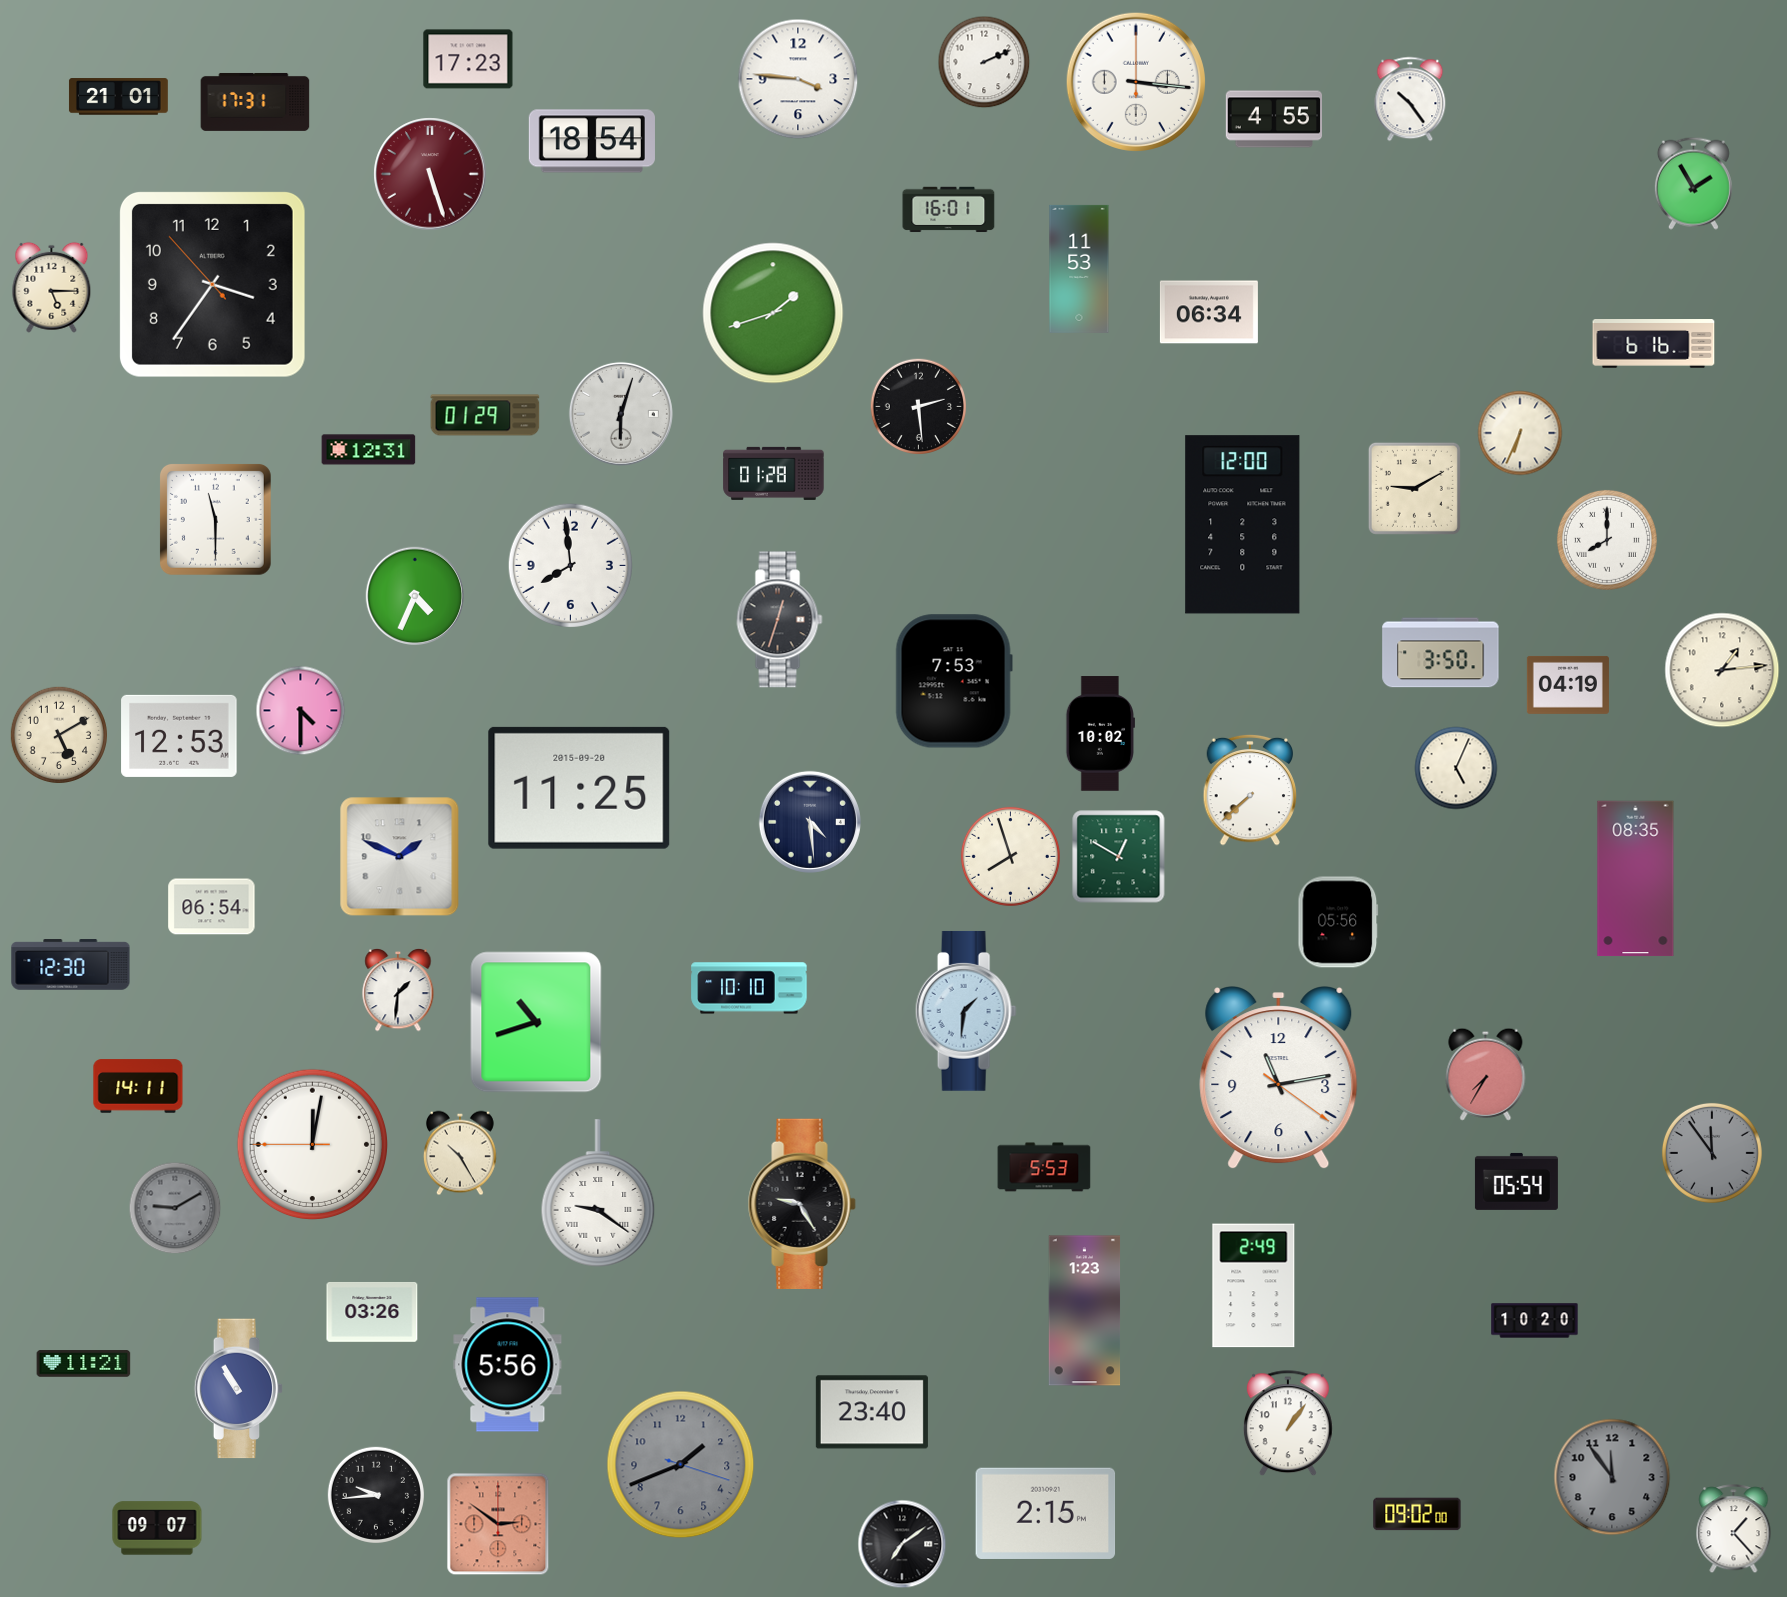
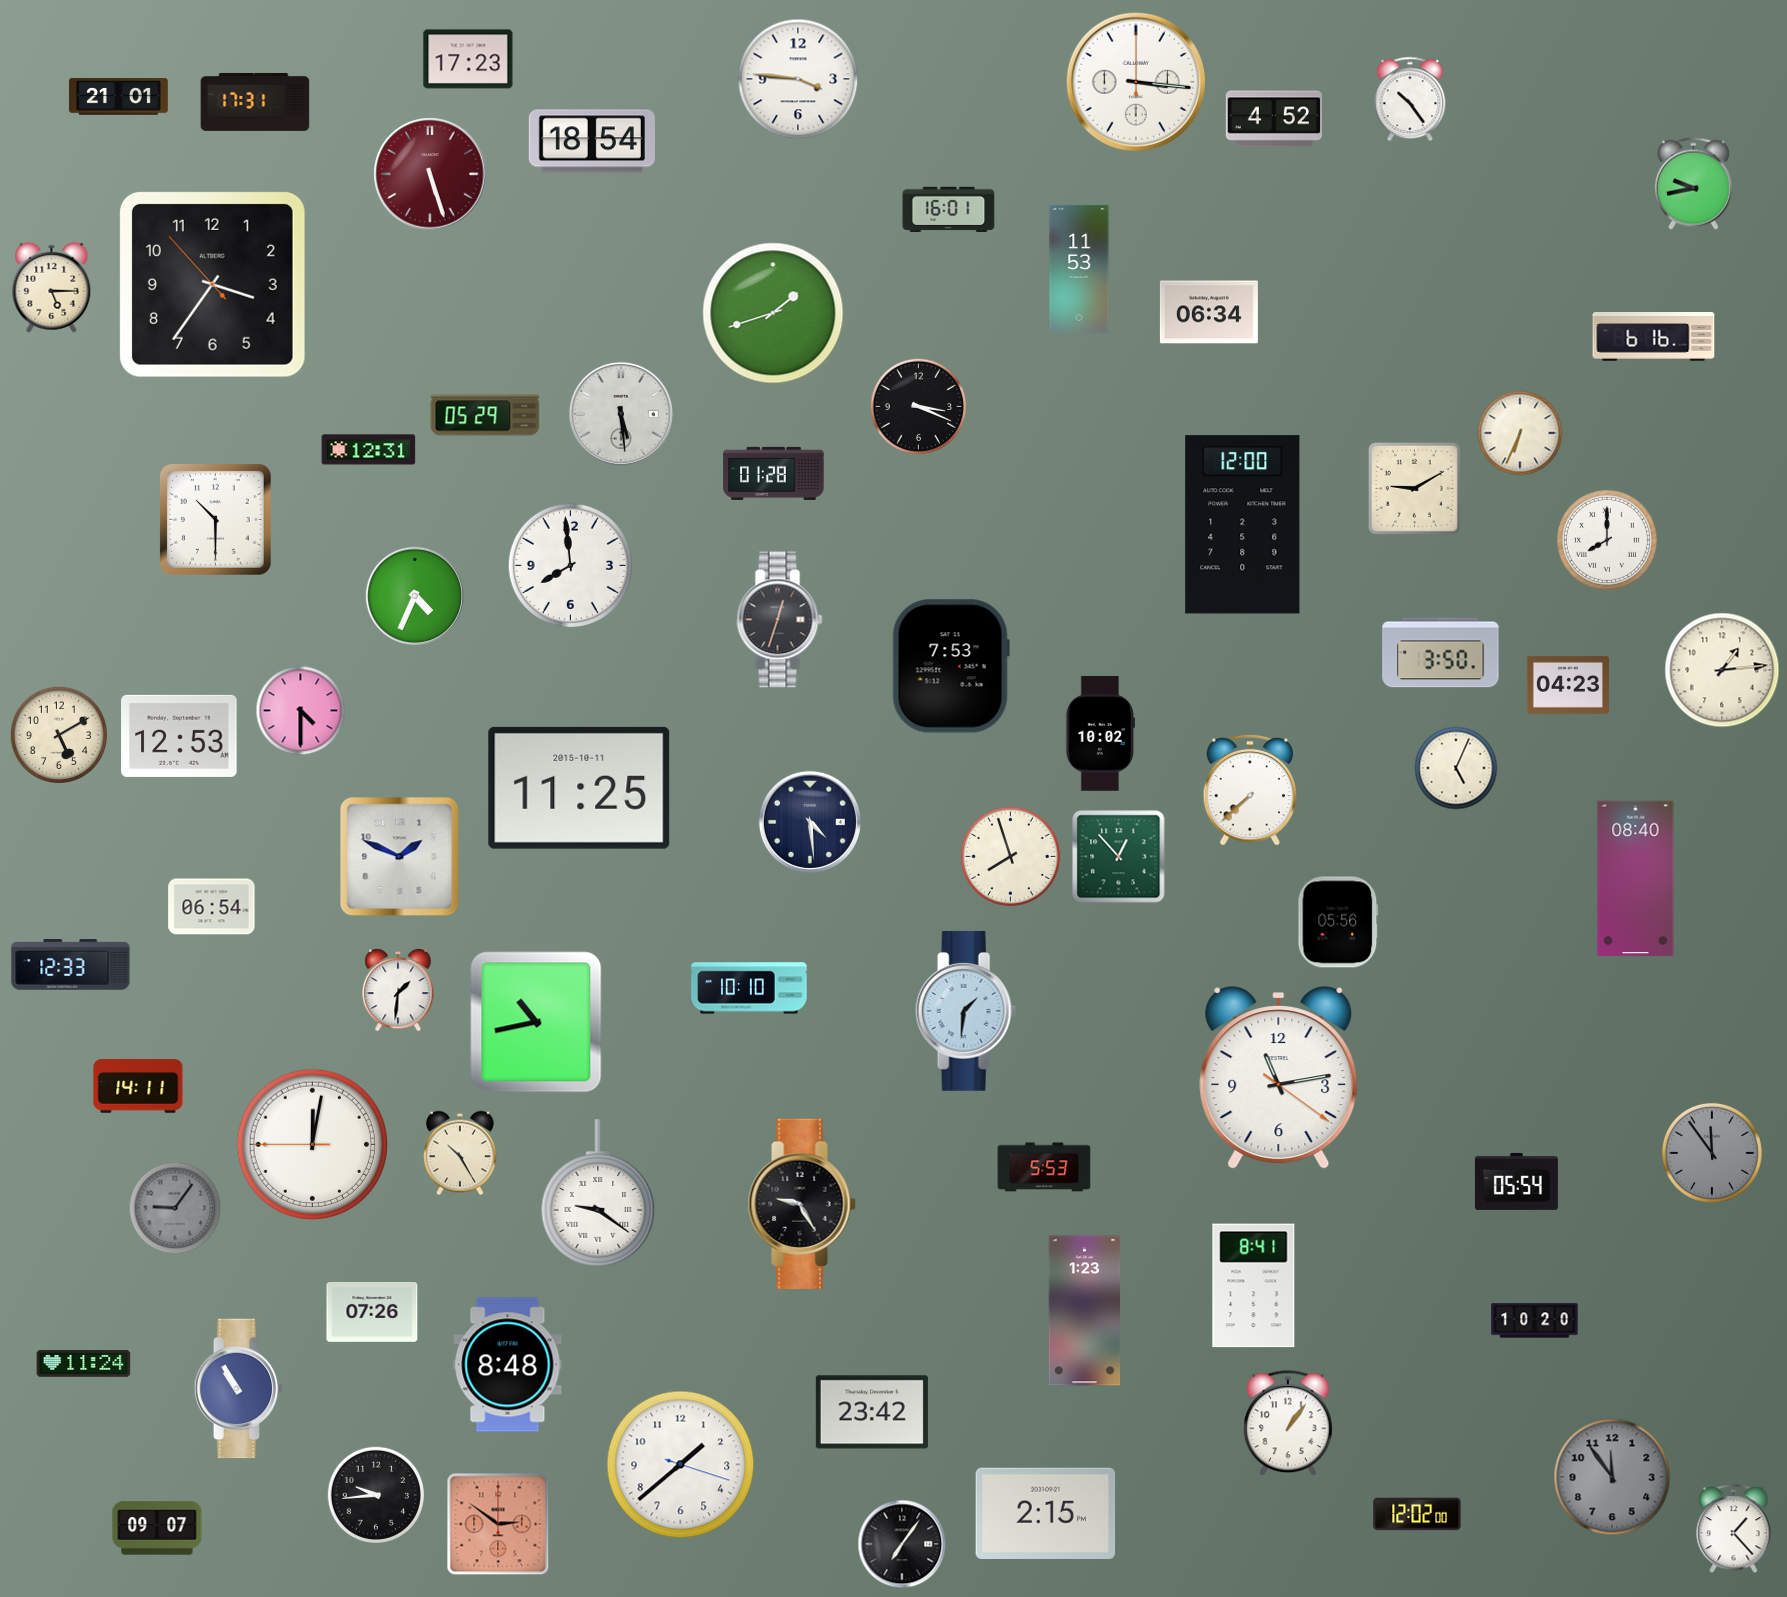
clock at (984, 62): 2:11 -> none
clock at (1273, 119): 4:55 -> 4:52
clock at (1693, 183): 1:55 -> 9:43
clock at (1654, 344) position: (1654, 344) -> (1654, 337)
clock at (919, 407): 2:29 -> 3:19
clock at (621, 414): 6:03 -> 5:29
clock at (485, 415): 01:29 -> 05:29
clock at (215, 519): 11:30 -> 10:30
clock at (954, 681) position: (954, 681) -> (951, 666)
clock at (1568, 685): 04:19 -> 04:23
clock at (579, 788) date: 2015-09-20 -> 2015-10-11
clock at (1119, 857): 12:50 -> 12:53
clock at (1636, 879): 08:35 -> 08:40
clock at (71, 965): 12:30 -> 12:33
clock at (536, 1022): 10:42 -> 10:43
clock at (1486, 1074): 7:35 -> none
clock at (175, 1208): 9:10 -> 9:06
clock at (1254, 1286): 2:49 -> 8:41
clock at (372, 1312): 03:26 -> 07:26
clock at (84, 1364): 11:21 -> 11:24
clock at (508, 1365): 5:56 -> 8:48
clock at (872, 1412): 23:40 -> 23:42
clock at (681, 1465): 1:41 -> 1:38
clock at (681, 1465) dial: grey -> white
clock at (1417, 1514): 09:02 -> 12:02
clock at (902, 1544): 7:09 -> 7:06
